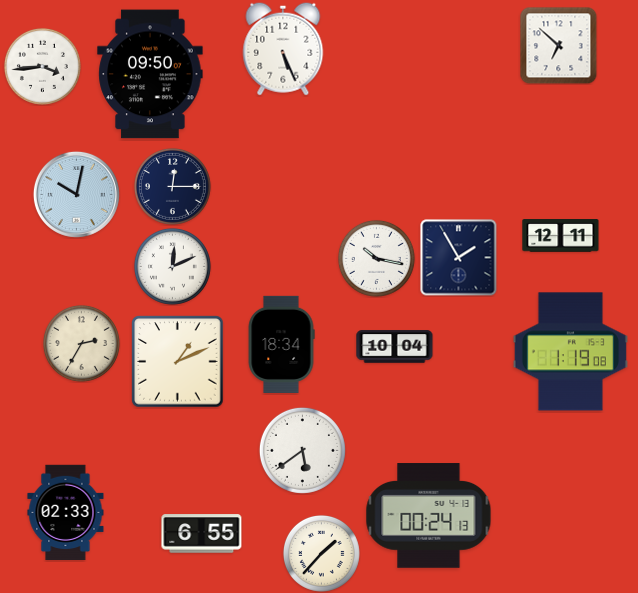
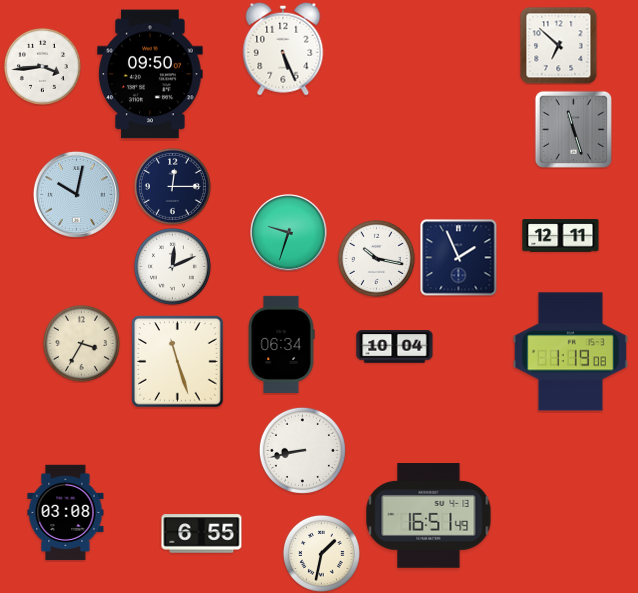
clock at (573, 129): none -> 11:27
clock at (289, 233): none -> 9:33
clock at (459, 258): 1:55 -> 1:56
clock at (81, 343): 2:35 -> 3:35
clock at (281, 344): 18:34 -> 06:34
clock at (178, 362): 1:11 -> 11:27
clock at (302, 450): 5:39 -> 8:43
clock at (66, 513): 02:33 -> 03:08
clock at (429, 516): 00:24 -> 16:51
clock at (321, 553): 1:37 -> 1:32
